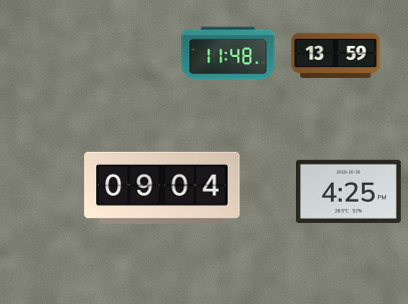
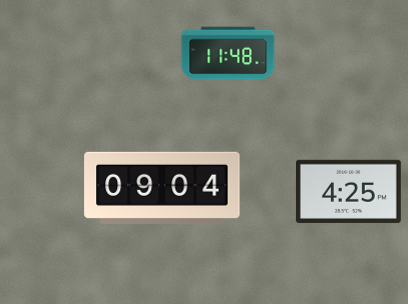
clock at (336, 55): 13:59 -> none
